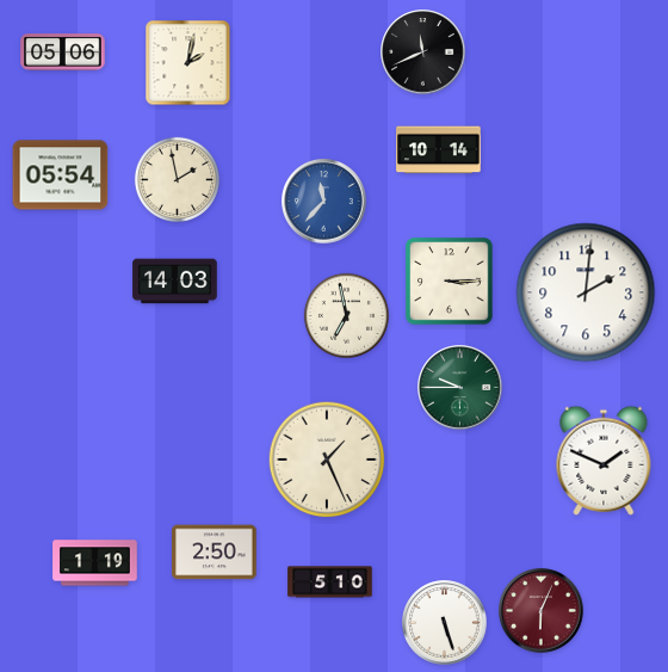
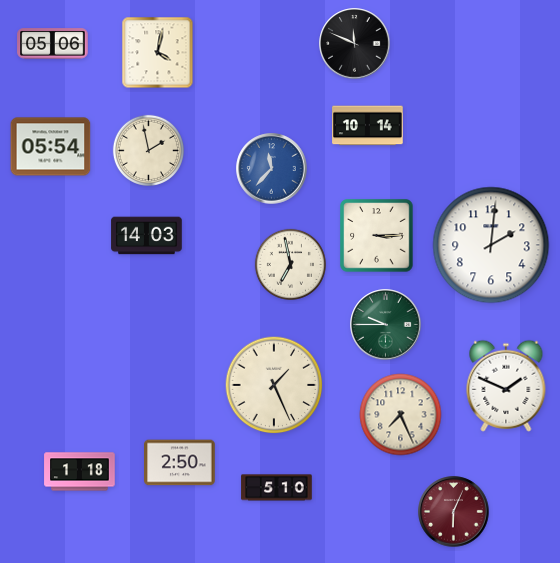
clock at (423, 53): 11:41 -> 11:49
clock at (188, 63): 2:02 -> 4:02
clock at (401, 415): none -> 7:26
clock at (95, 563): 1:19 -> 1:18
clock at (445, 623): 5:27 -> none
